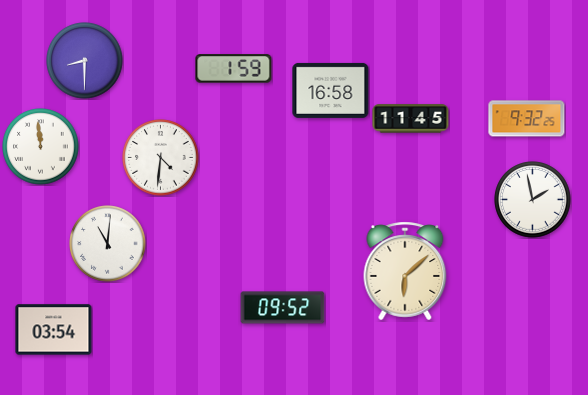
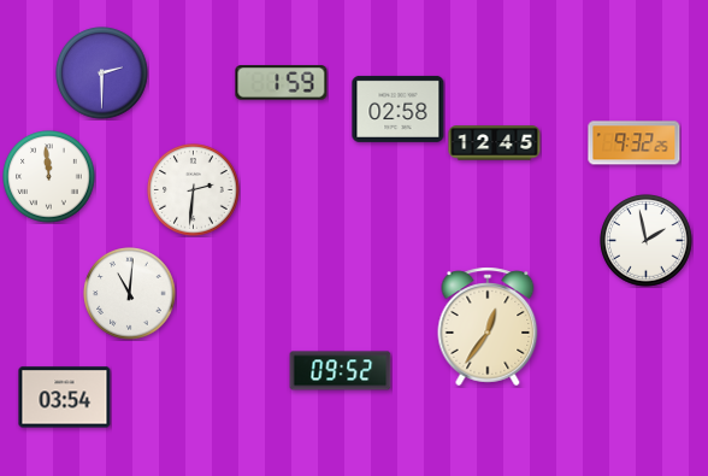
clock at (85, 61): 8:30 -> 2:30
clock at (331, 90): 16:58 -> 02:58
clock at (411, 119): 11:45 -> 12:45
clock at (161, 158): 4:31 -> 2:31
clock at (533, 200) position: (533, 200) -> (647, 241)
clock at (405, 271): 6:08 -> 12:36
